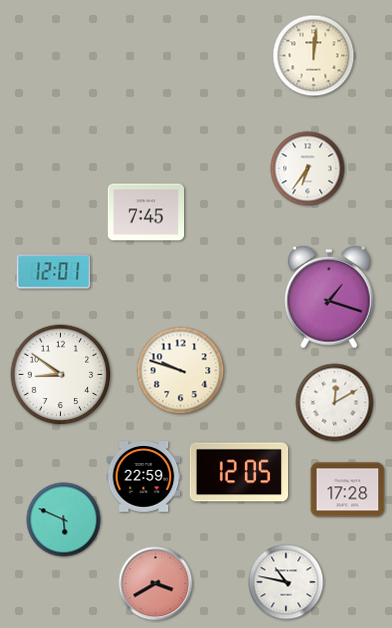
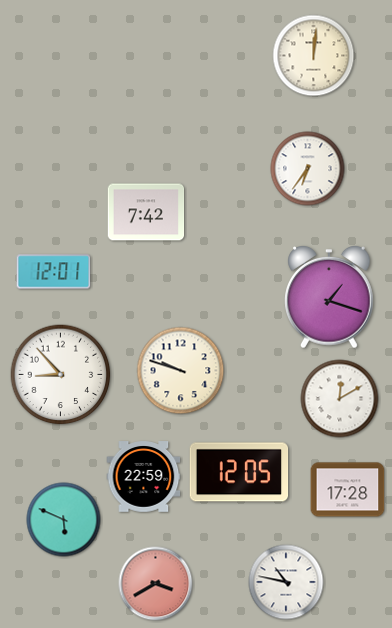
clock at (146, 212): 7:45 -> 7:42
clock at (61, 375): 8:51 -> 8:53
clock at (335, 403) position: (335, 403) -> (340, 399)
